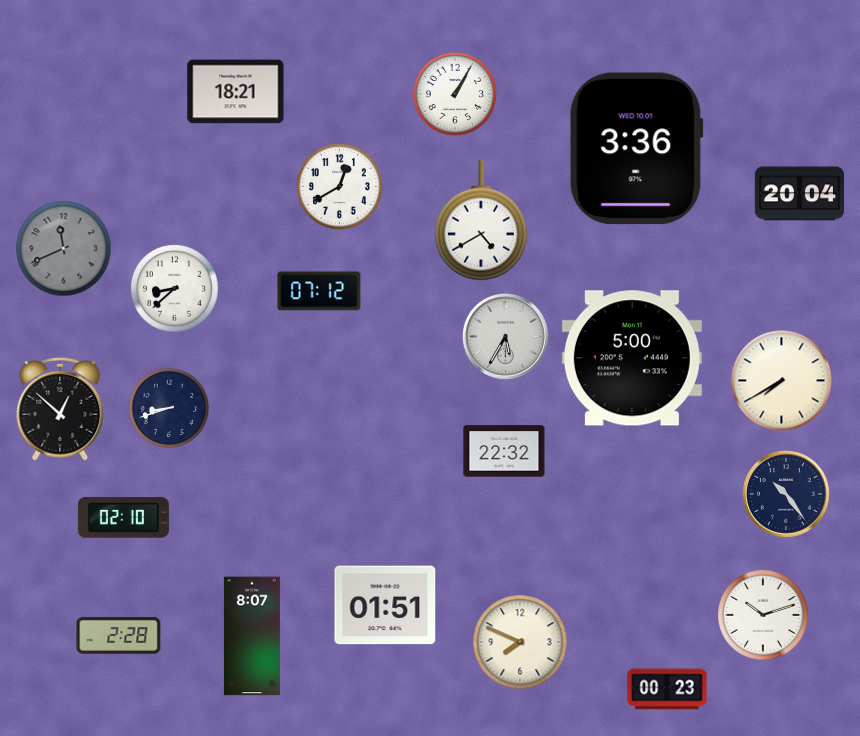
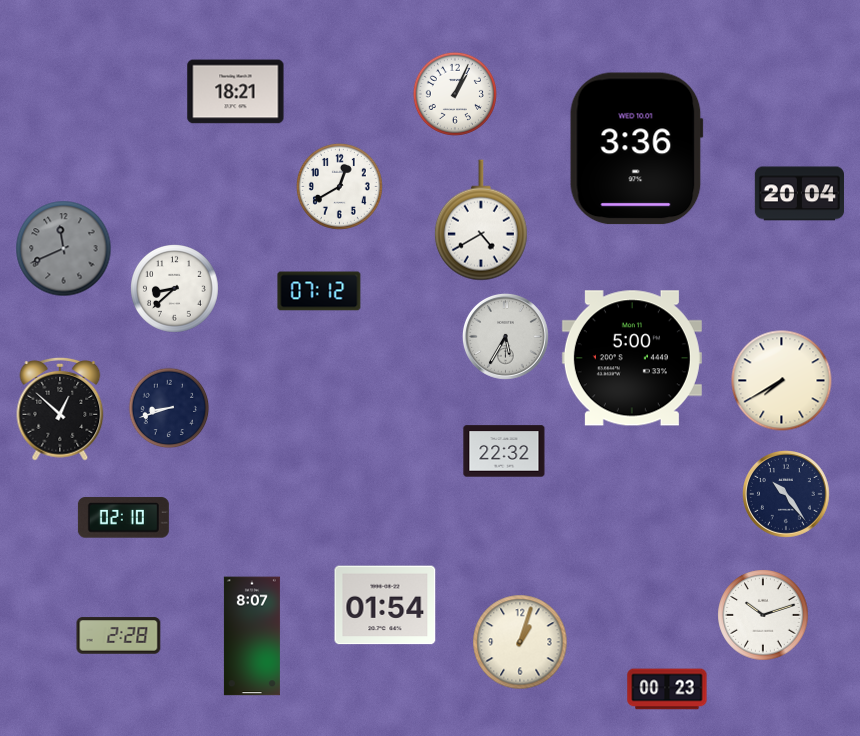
clock at (455, 94): 1:05 -> 1:04
clock at (385, 605): 01:51 -> 01:54
clock at (520, 642): 7:49 -> 1:03
